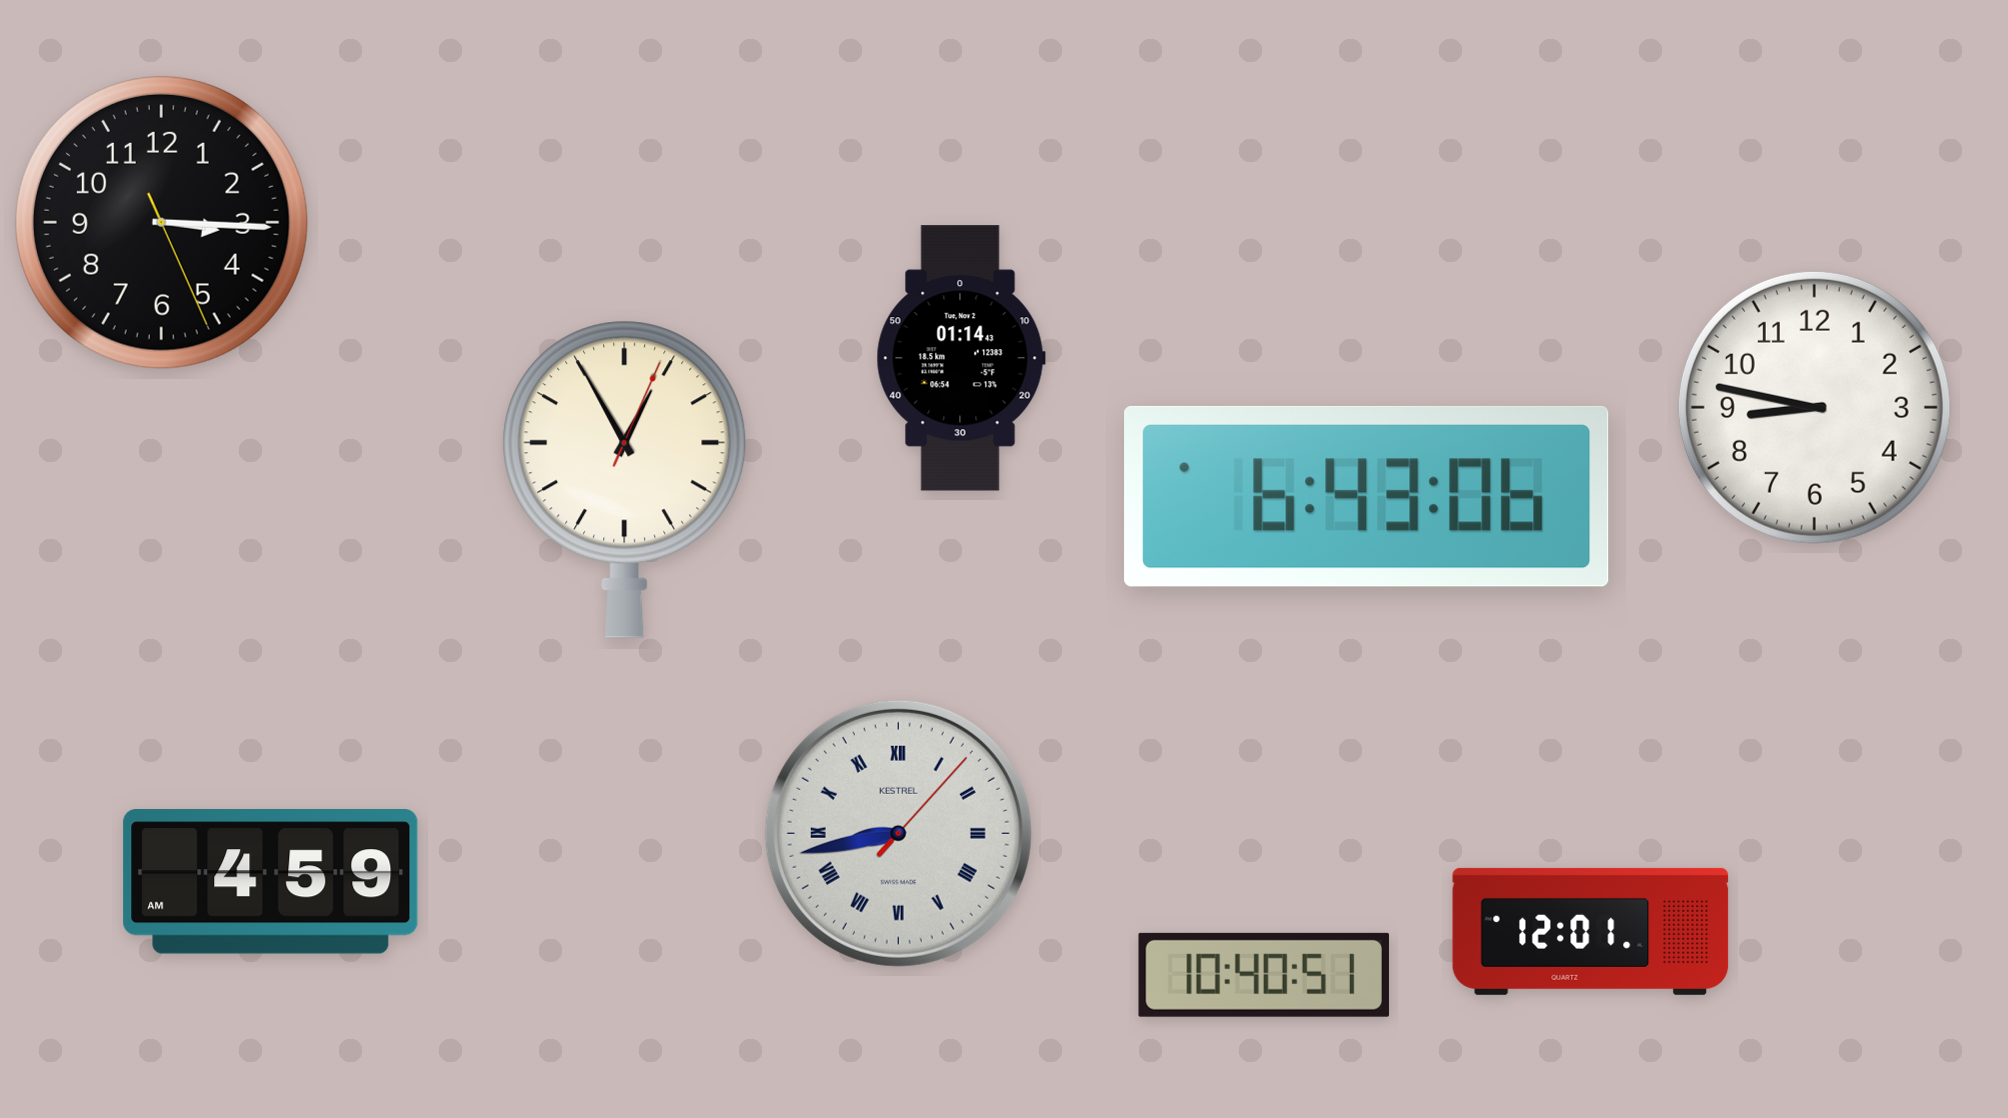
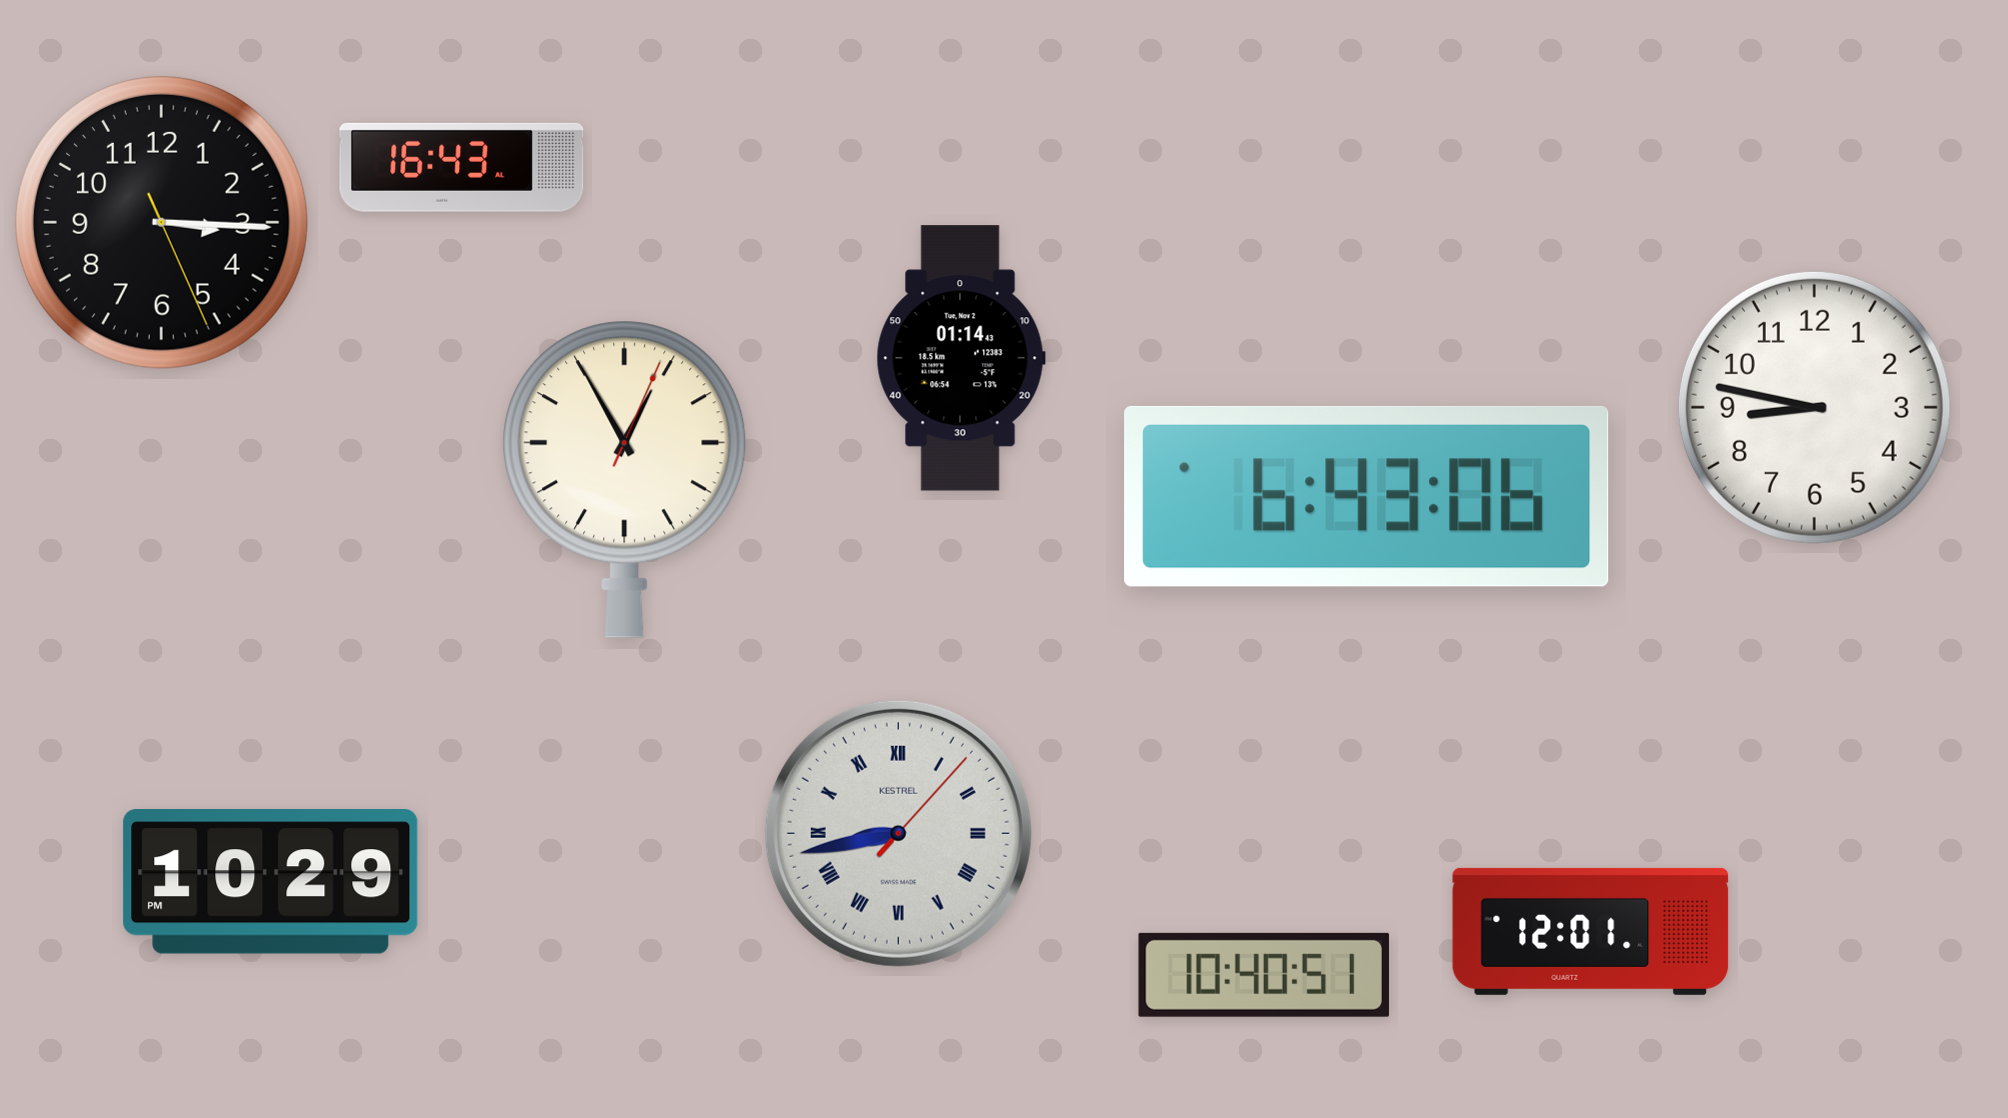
clock at (462, 167): none -> 16:43
clock at (271, 882): 4:59 -> 10:29
